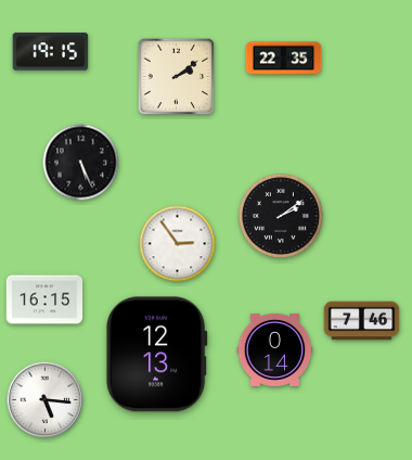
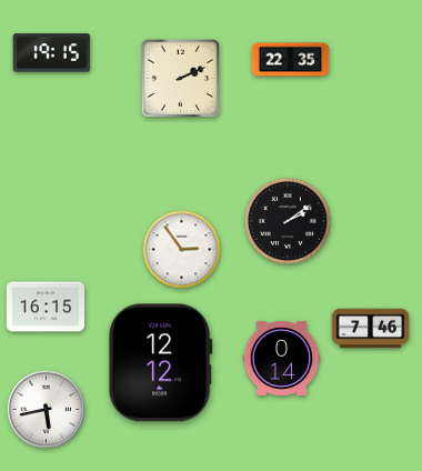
clock at (177, 77): 2:09 -> 2:11
clock at (81, 163): 5:26 -> none
clock at (156, 355): 12:13 -> 12:12
clock at (46, 400): 5:16 -> 5:43
